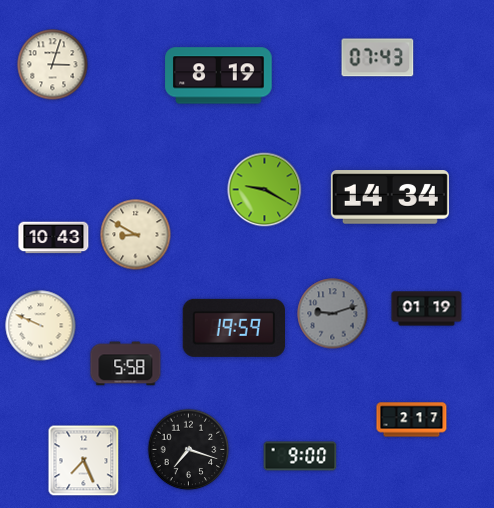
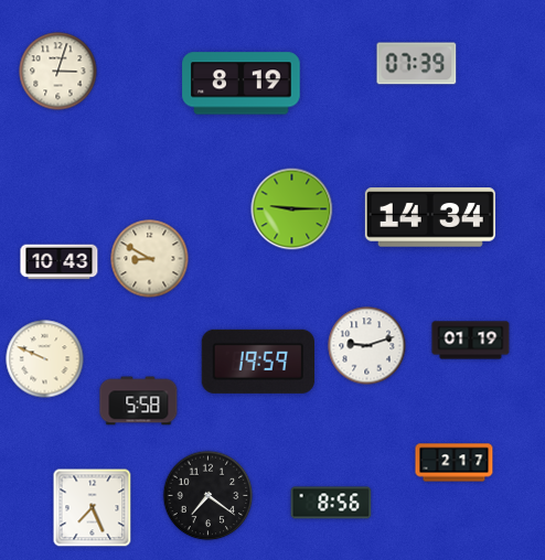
clock at (378, 58): 07:43 -> 07:39
clock at (265, 190): 9:20 -> 9:15
clock at (333, 314) dial: grey -> white
clock at (189, 450): 7:18 -> 7:21
clock at (300, 456): 9:00 -> 8:56
